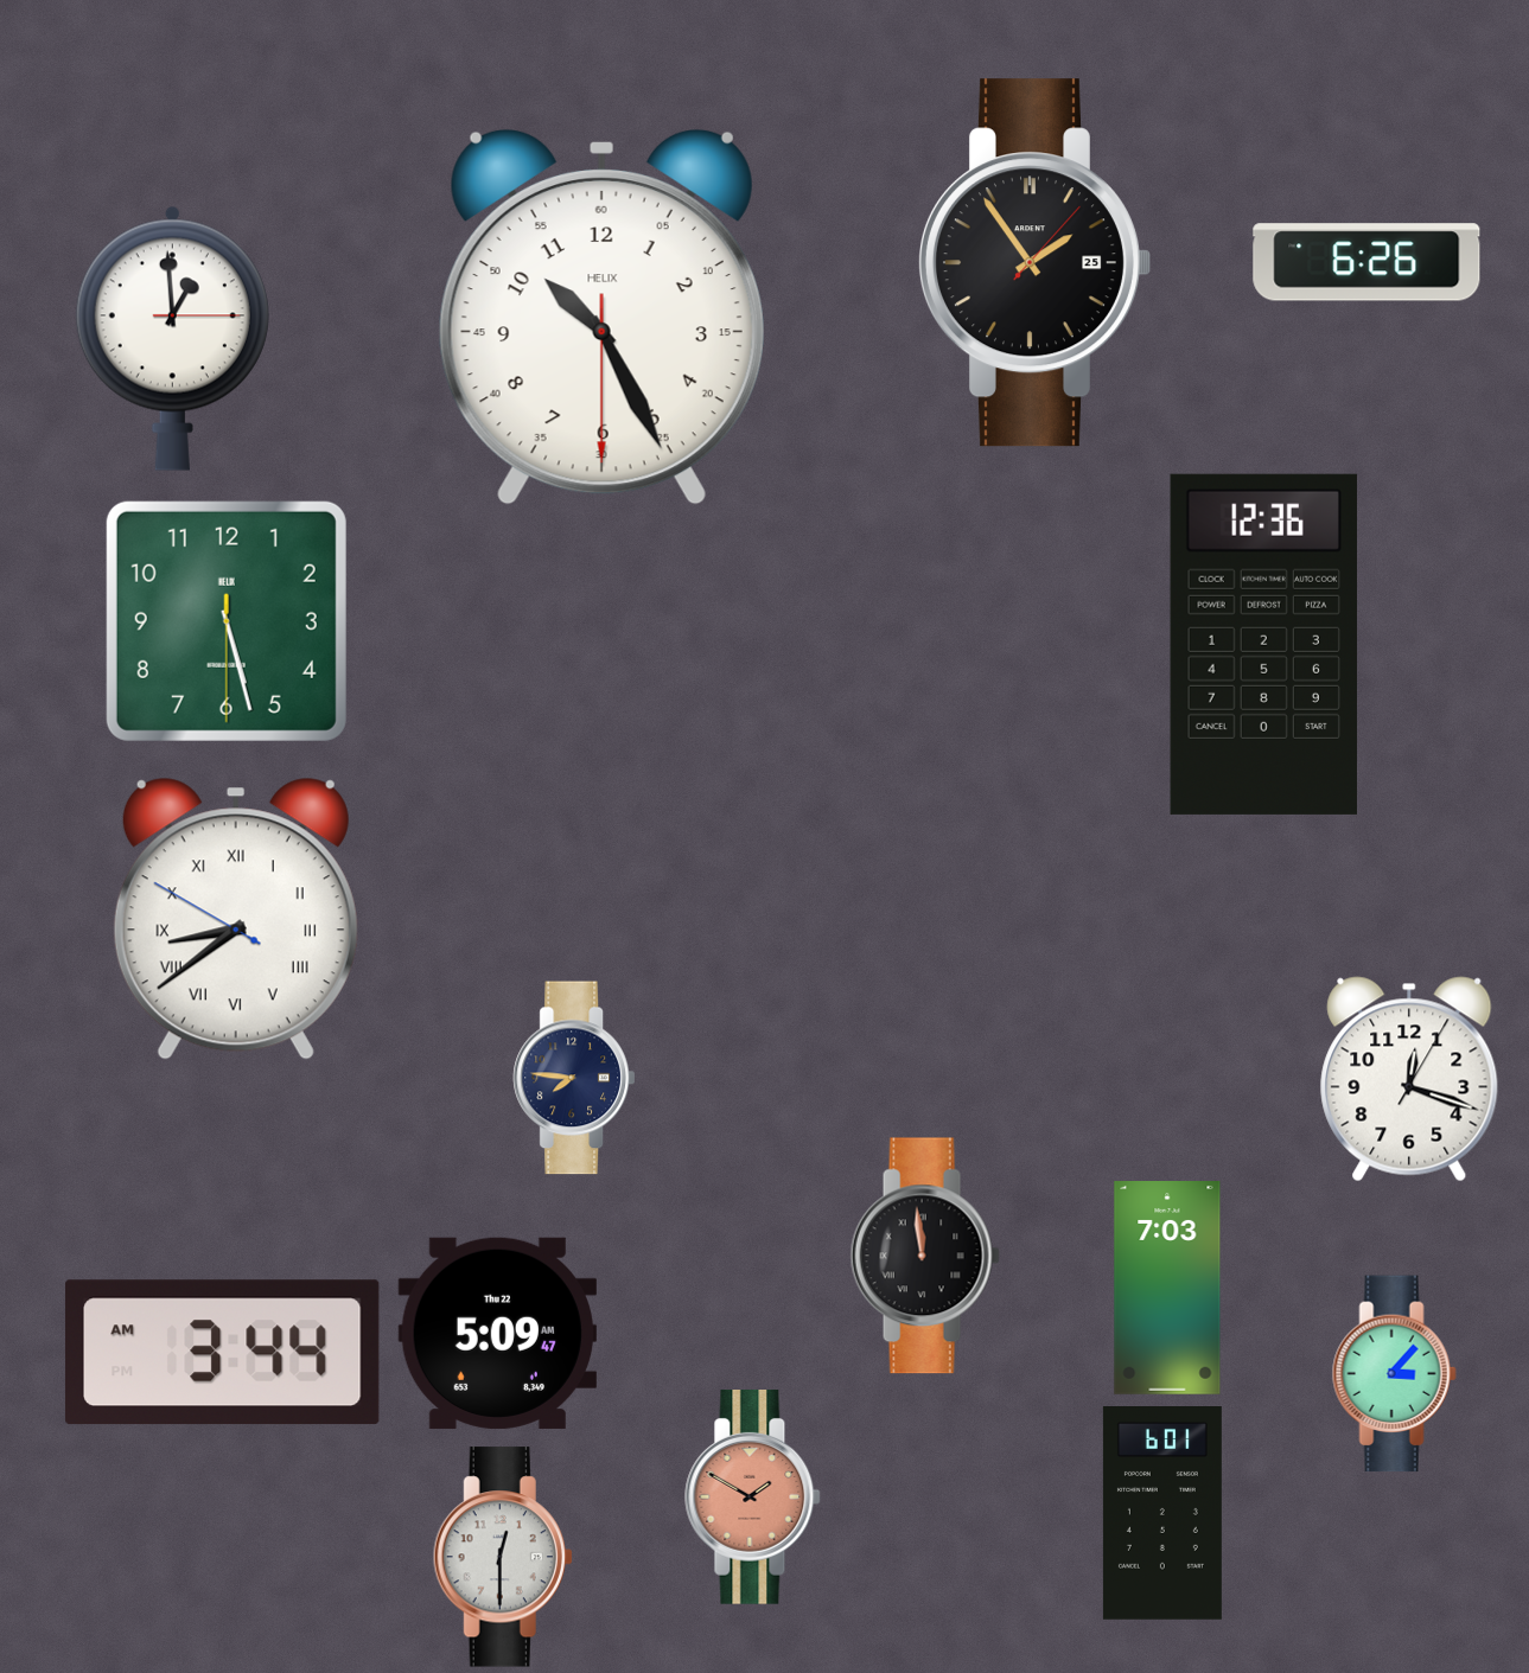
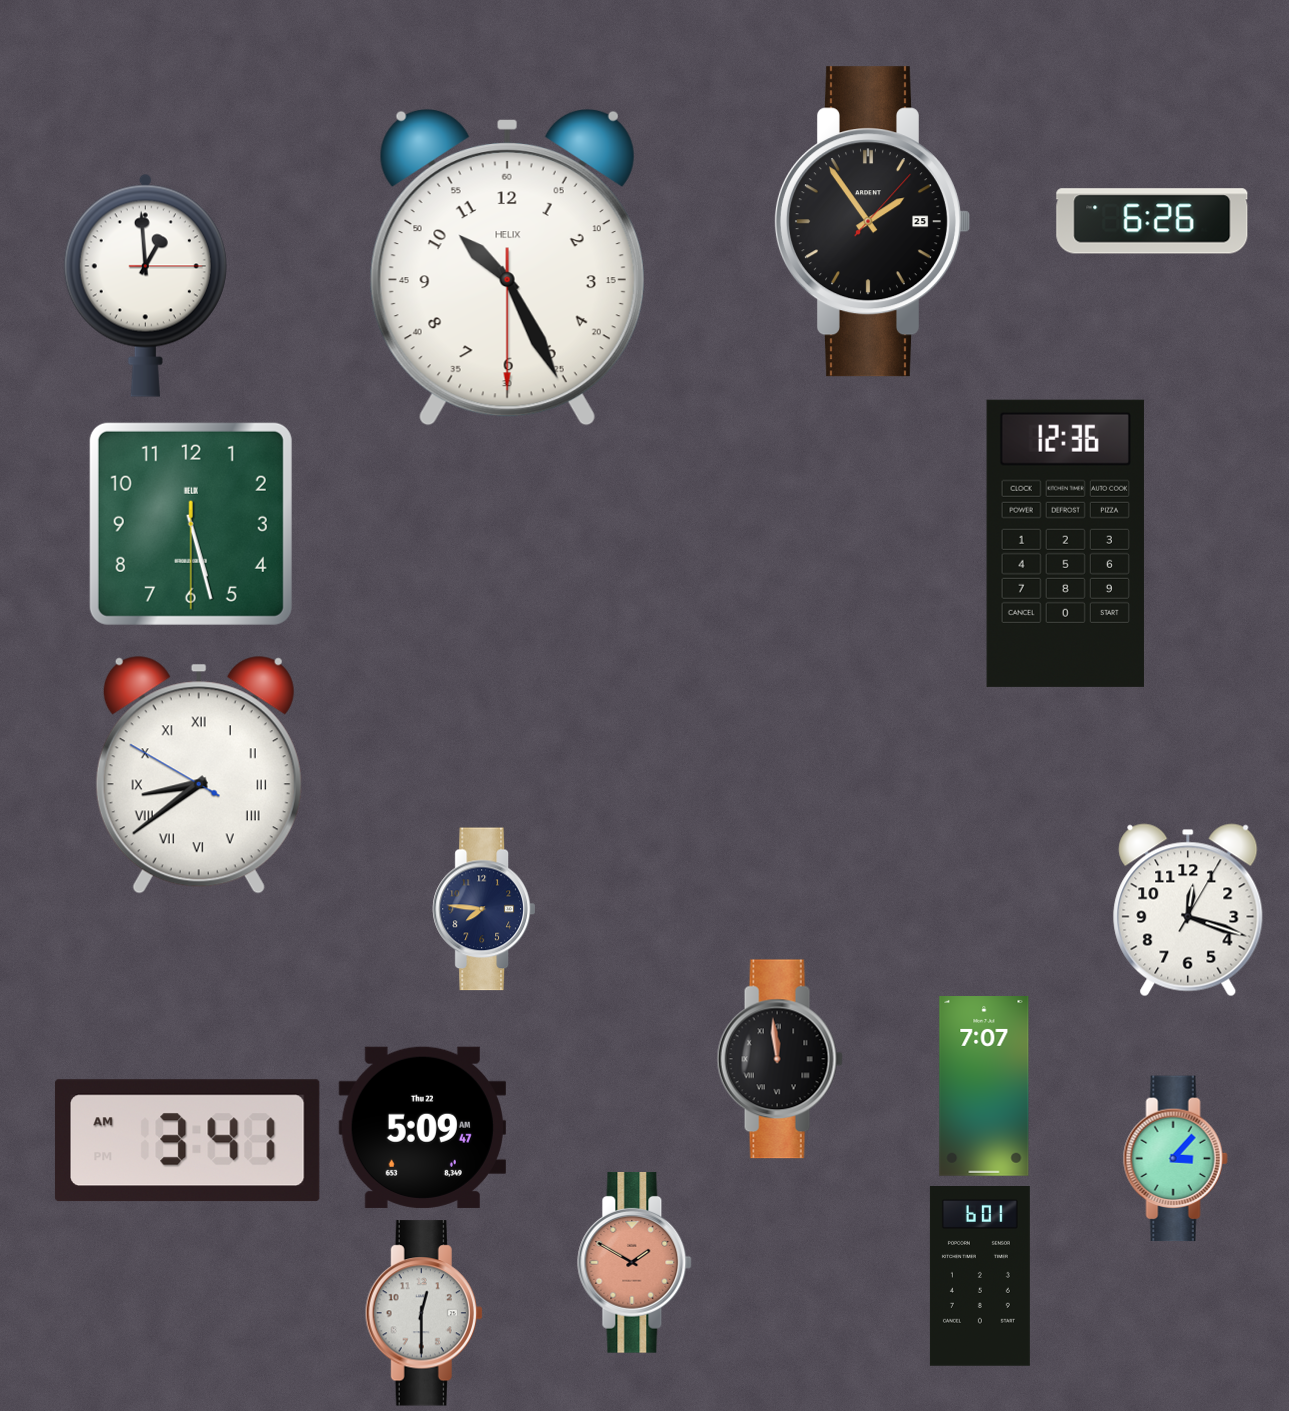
clock at (1167, 1289): 7:03 -> 7:07
clock at (497, 1333) position: (497, 1333) -> (422, 1127)
clock at (222, 1353): 3:44 -> 3:41
